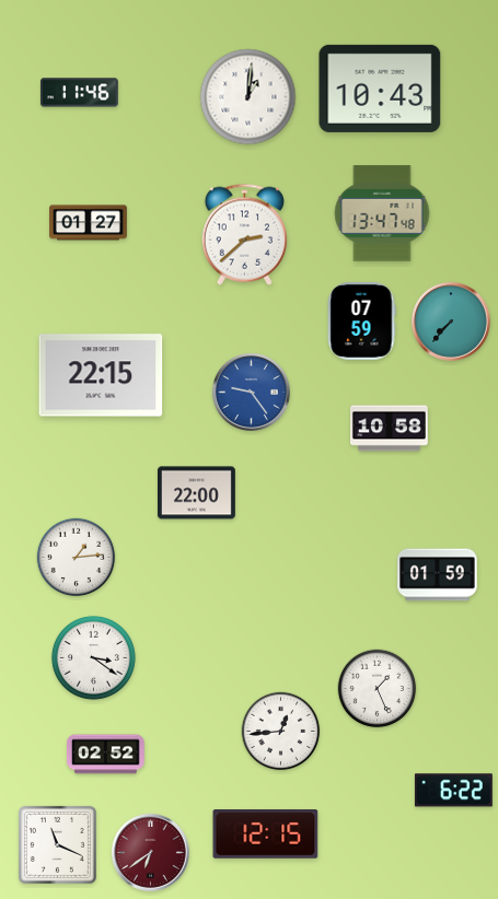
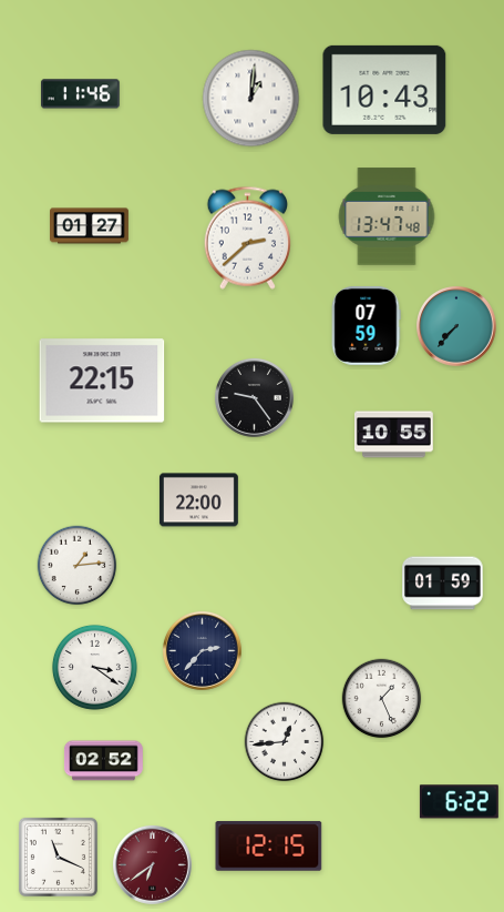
clock at (251, 392) dial: blue -> black
clock at (390, 429): 10:58 -> 10:55
clock at (202, 650): none -> 2:37
clock at (105, 755) position: (105, 755) -> (103, 761)
